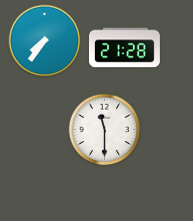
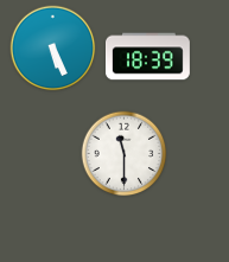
clock at (45, 41): 7:36 -> 5:26
clock at (124, 48): 21:28 -> 18:39
